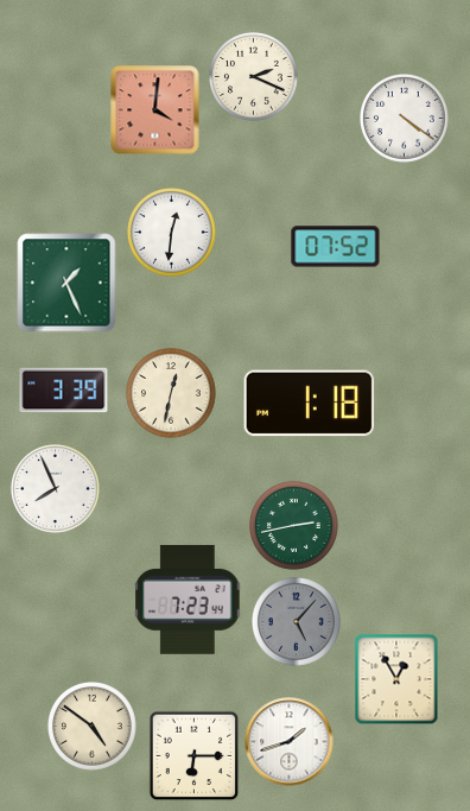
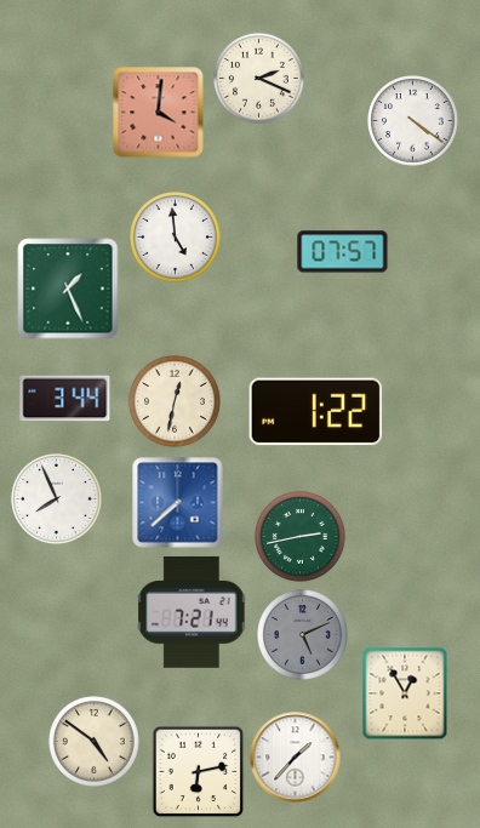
clock at (172, 233): 12:31 -> 4:59
clock at (336, 247): 07:52 -> 07:57
clock at (64, 391): 3:39 -> 3:44
clock at (310, 404): 1:18 -> 1:22
clock at (178, 503): none -> 7:38
clock at (188, 600): 7:23 -> 7:21
clock at (297, 622): 5:07 -> 5:11
clock at (290, 742): 1:42 -> 1:37
clock at (195, 756): 6:15 -> 6:13
